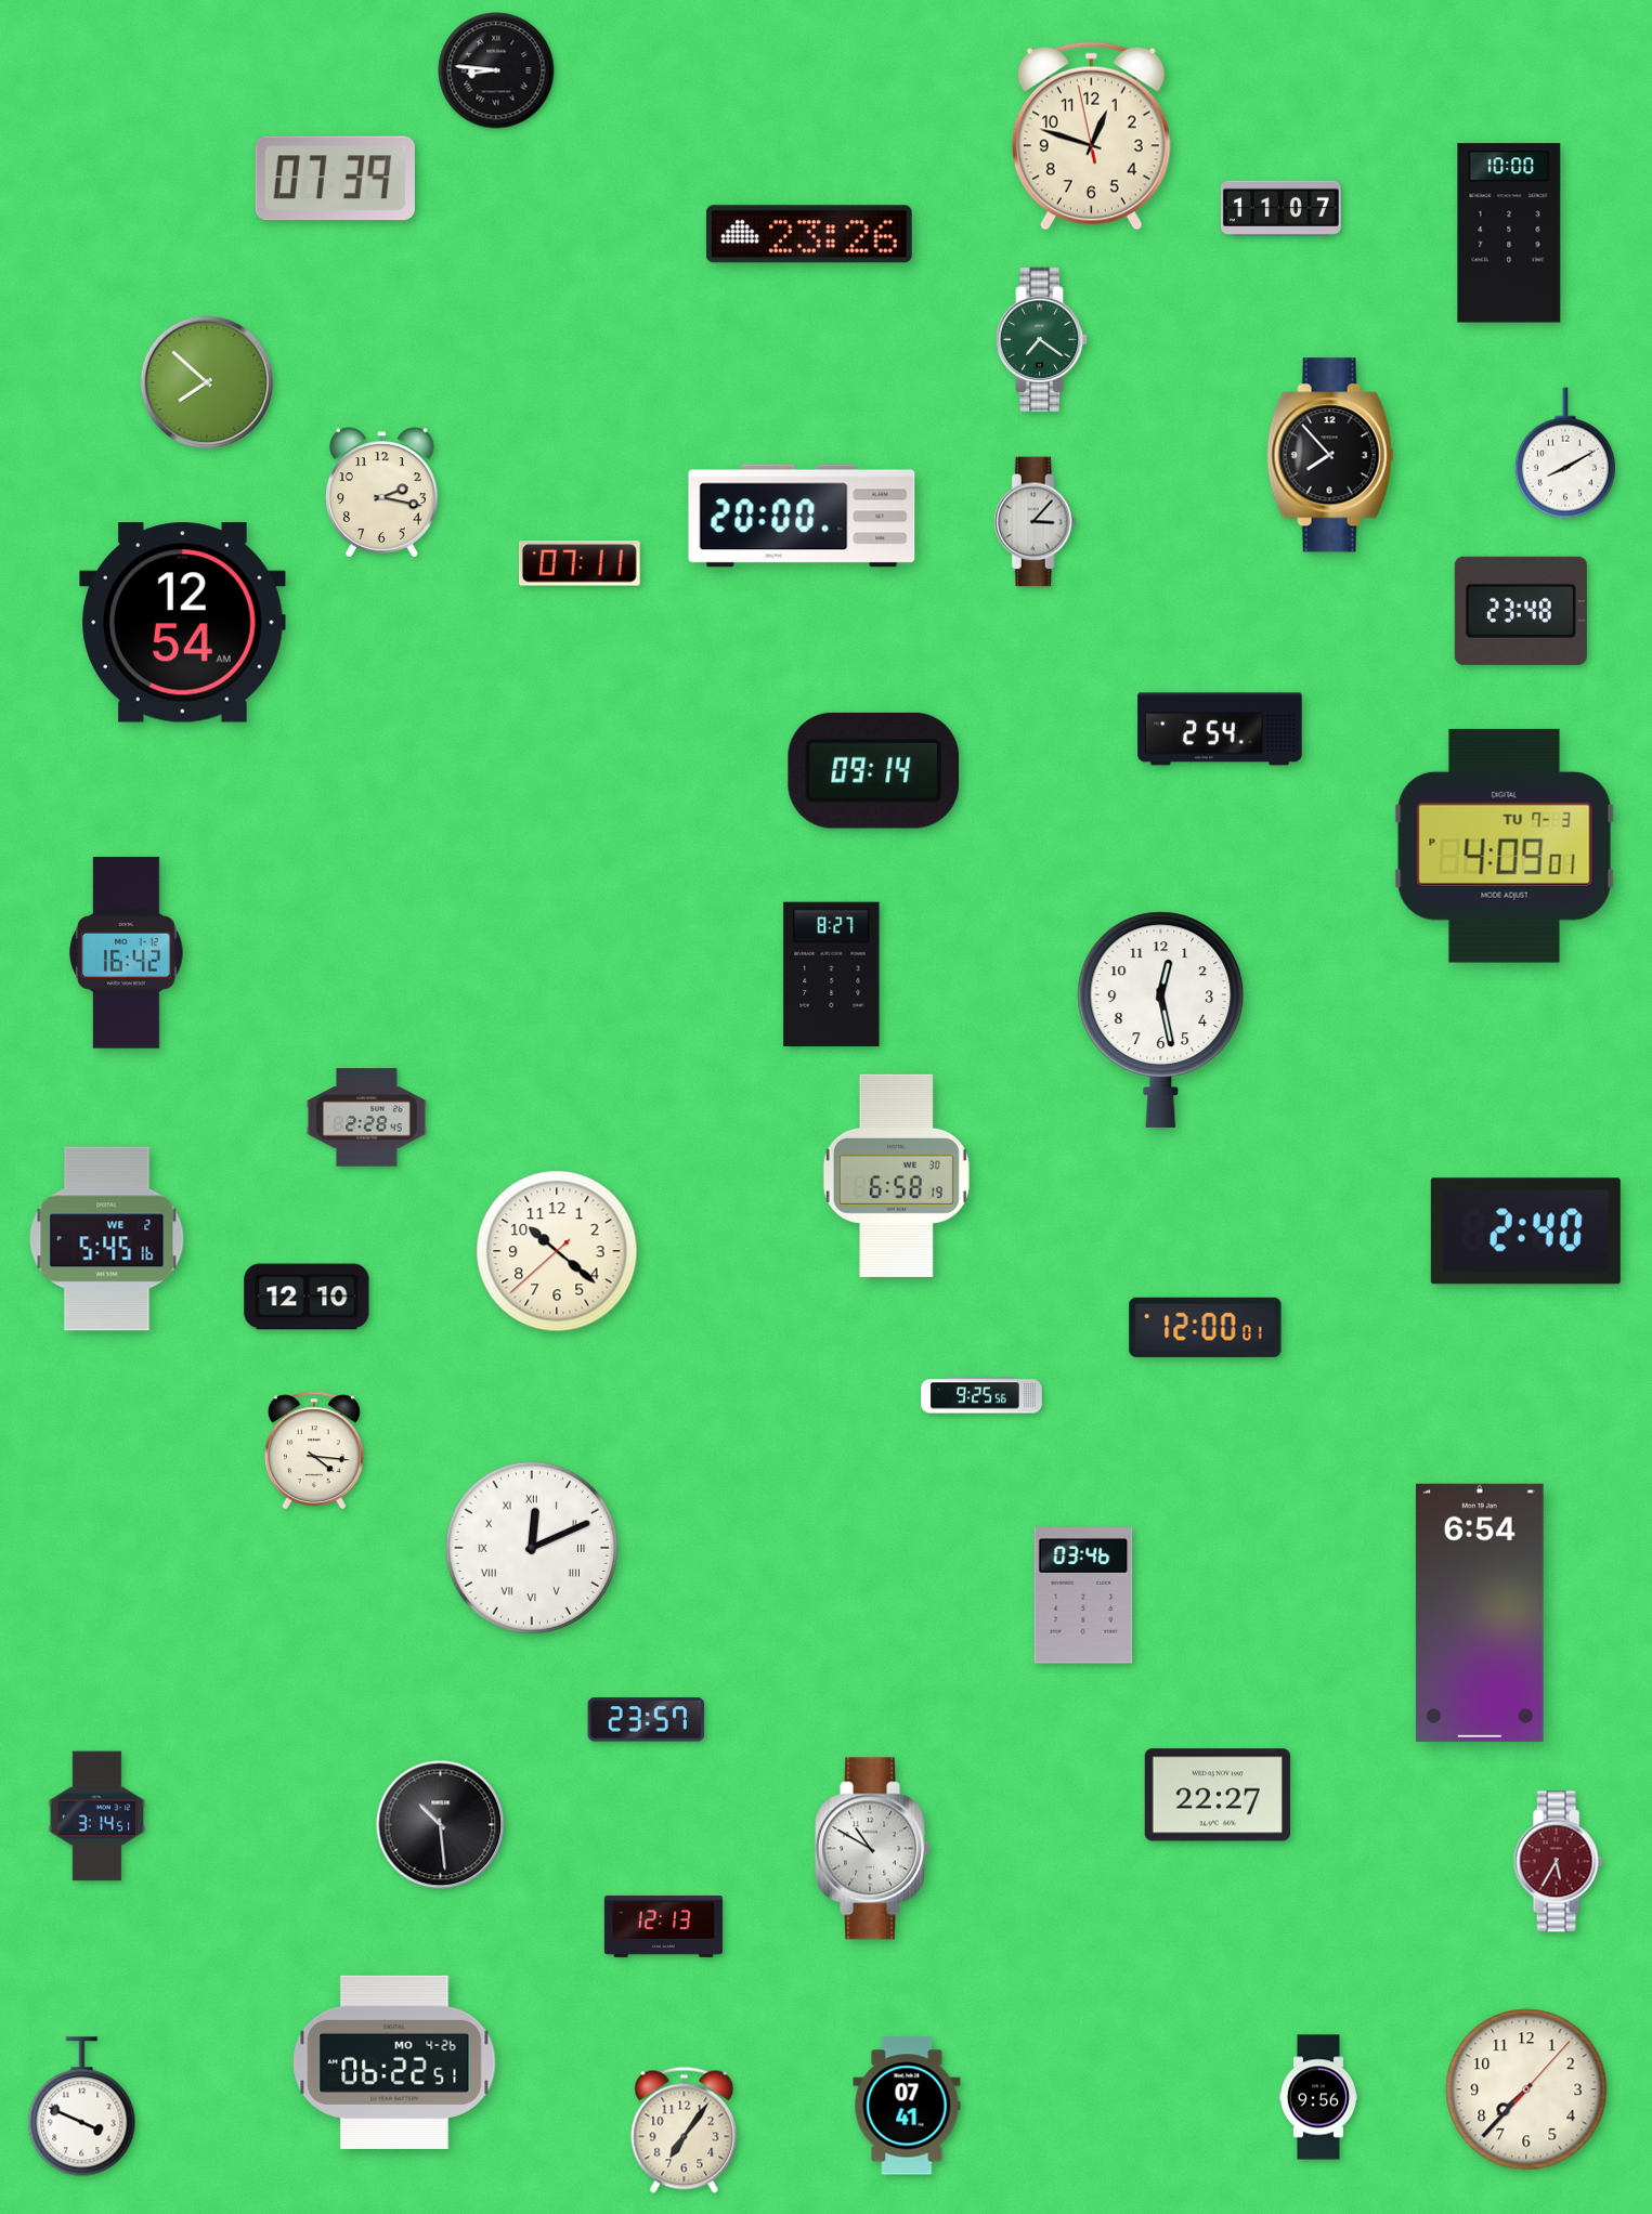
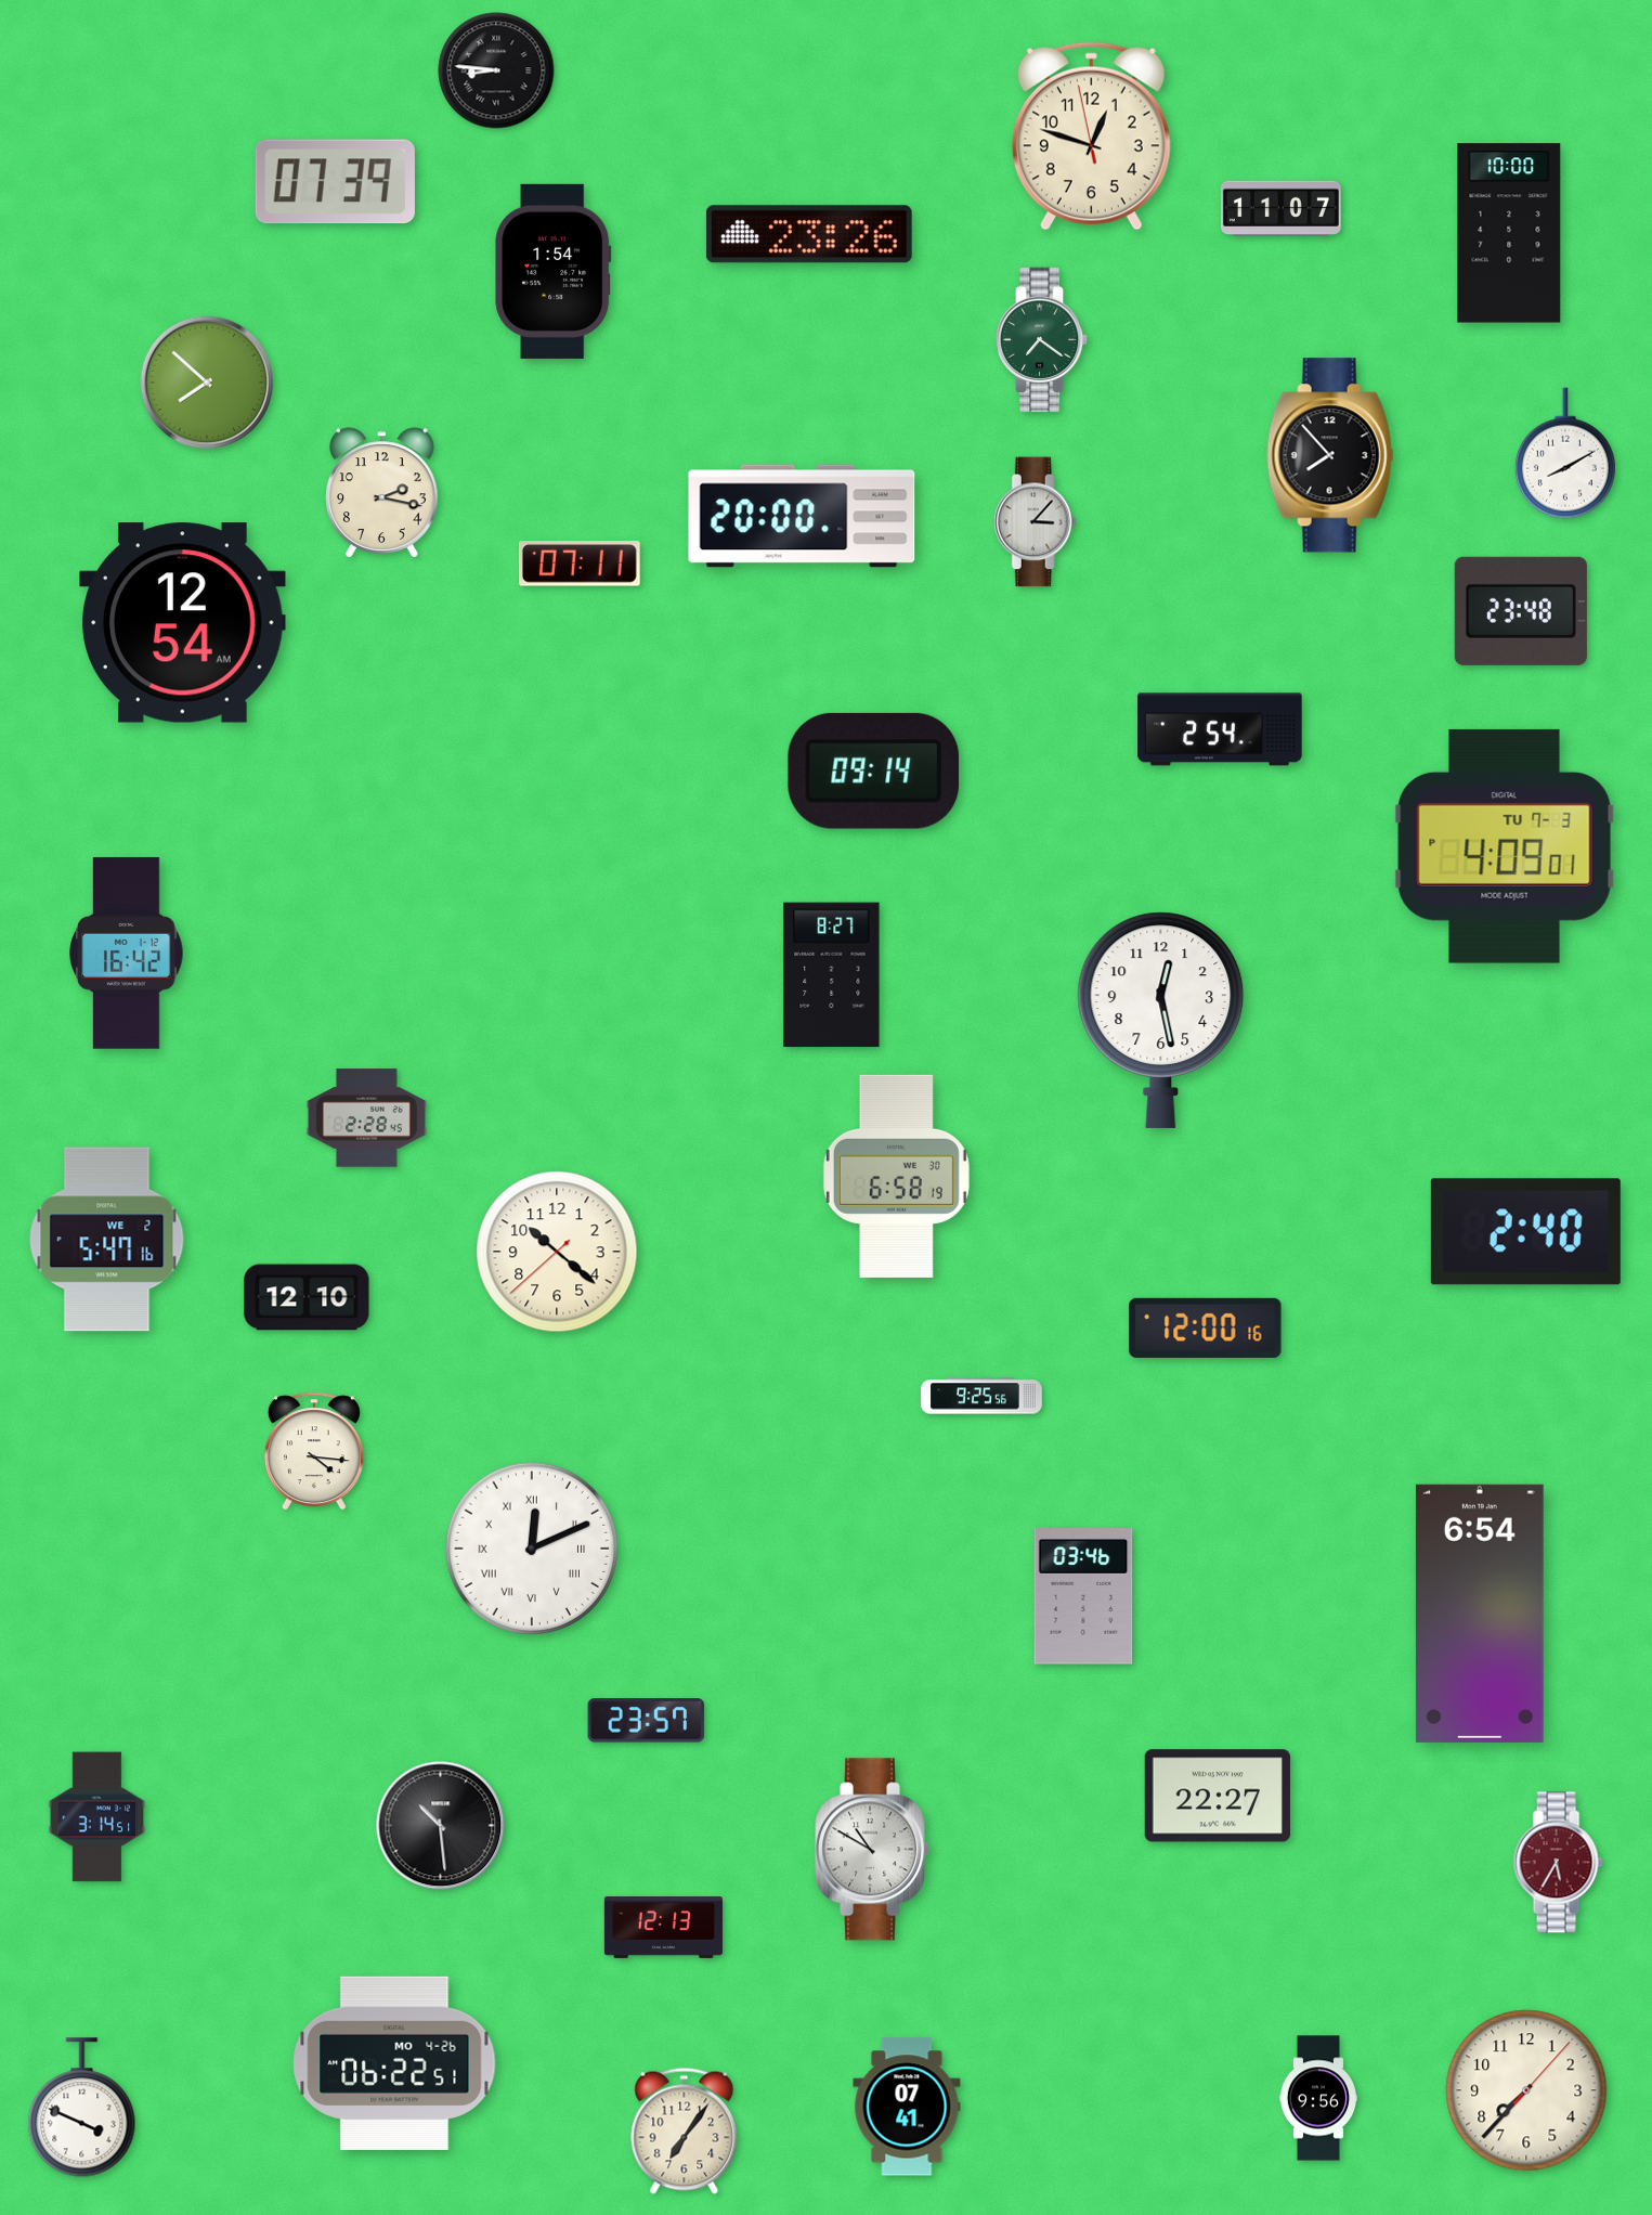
clock at (335, 179) position: (335, 179) -> (335, 182)
clock at (554, 271): none -> 1:54
clock at (107, 1239): 5:45 -> 5:47
clock at (1206, 1327): 12:00:01 -> 12:00:16
